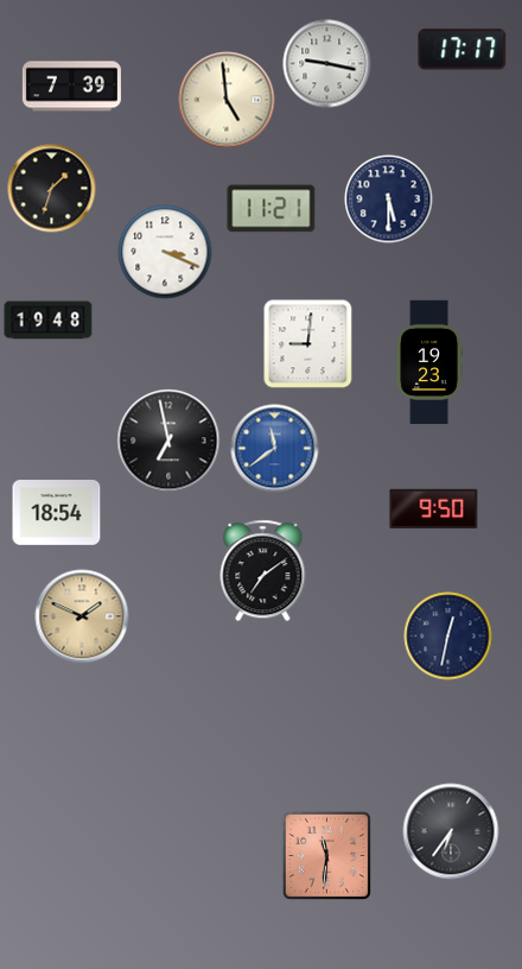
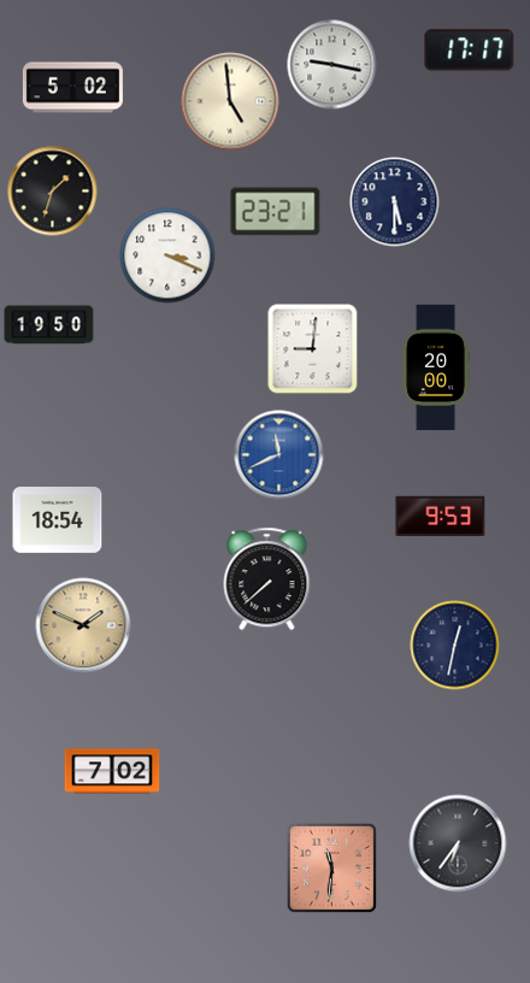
clock at (71, 87): 7:39 -> 5:02
clock at (272, 209): 11:21 -> 23:21
clock at (49, 321): 19:48 -> 19:50
clock at (429, 362): 19:23 -> 20:00
clock at (168, 441): 6:58 -> none
clock at (275, 449): 11:39 -> 11:41
clock at (434, 508): 9:50 -> 9:53
clock at (263, 571): 7:09 -> 7:38
clock at (112, 771): none -> 7:02
